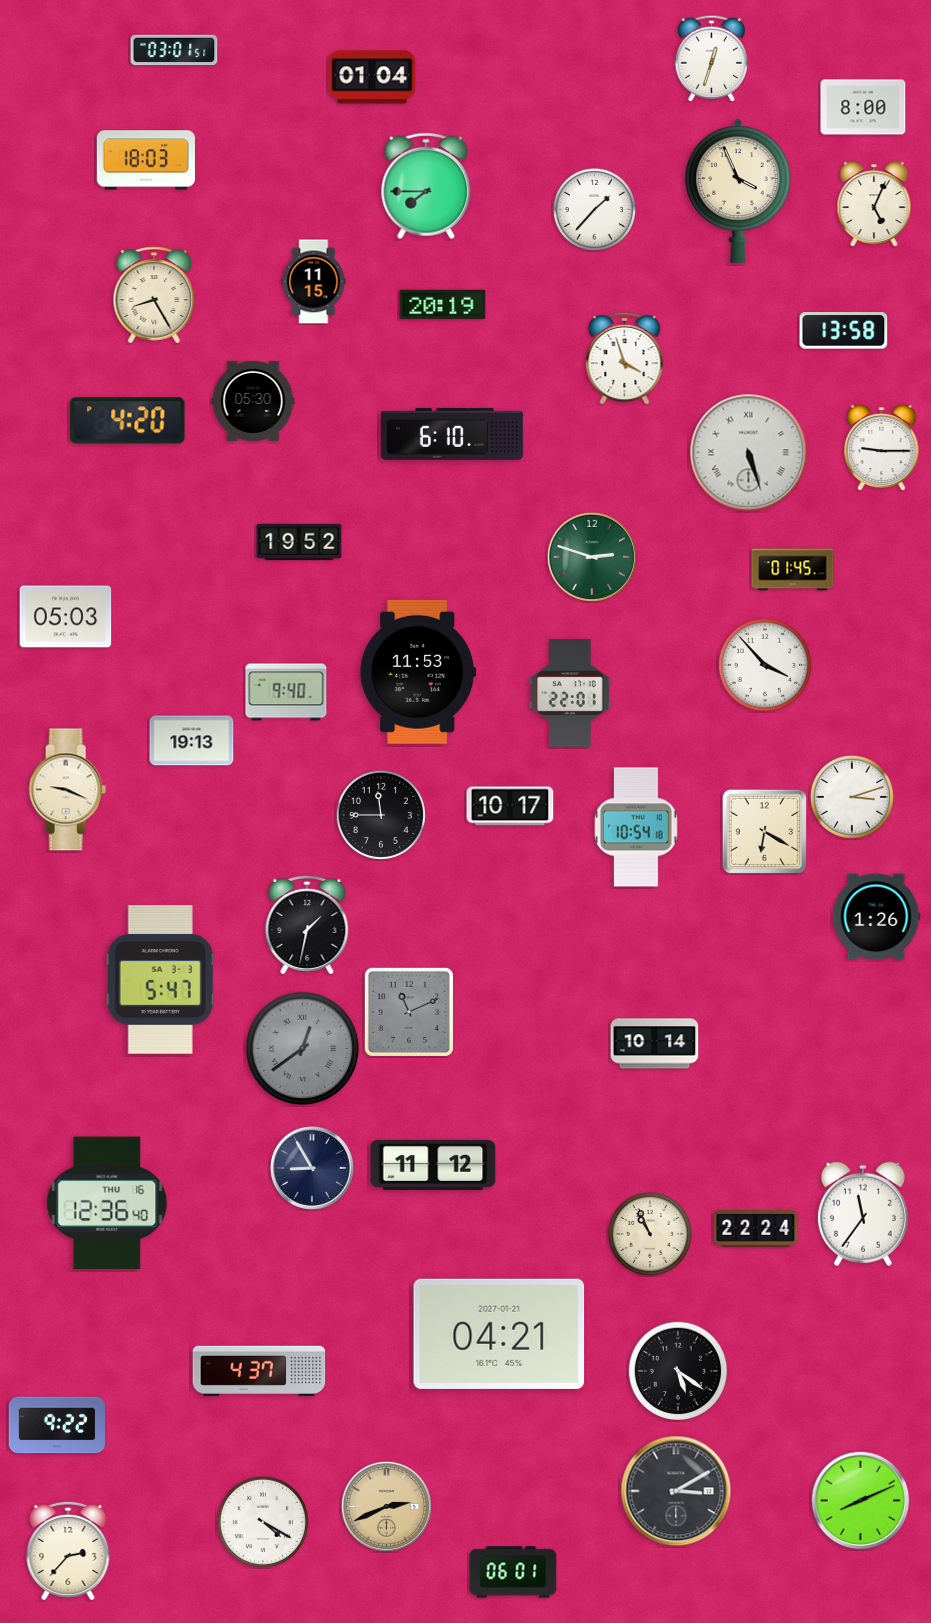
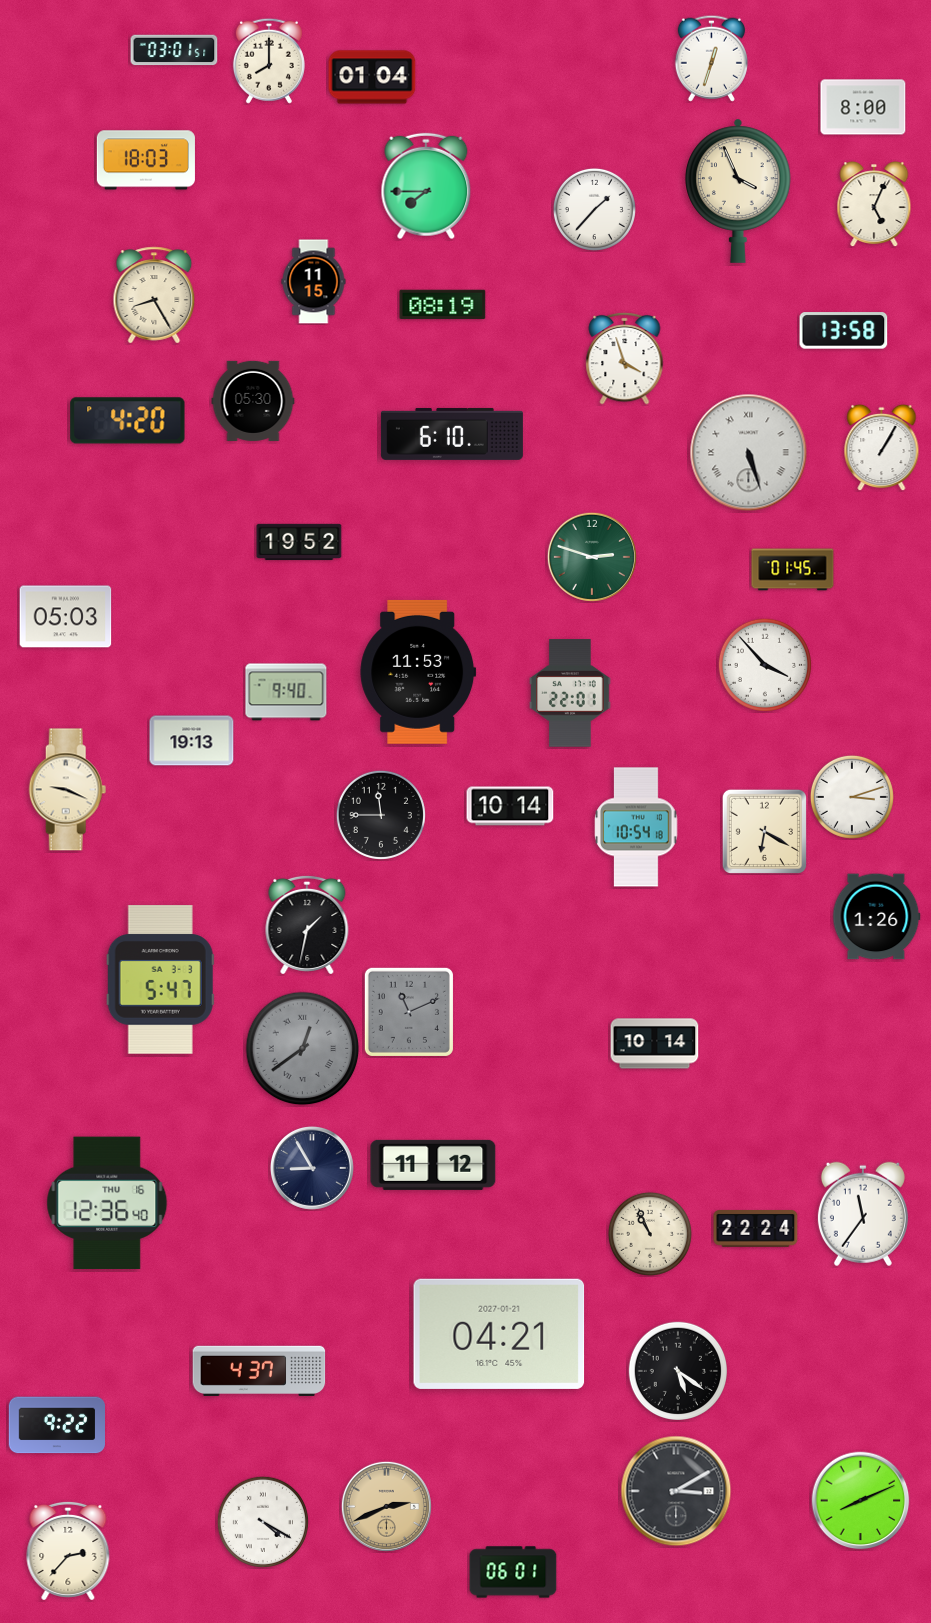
clock at (269, 61): none -> 8:00
clock at (443, 305): 20:19 -> 08:19
clock at (882, 447): 9:15 -> 1:05
clock at (510, 806): 10:17 -> 10:14
